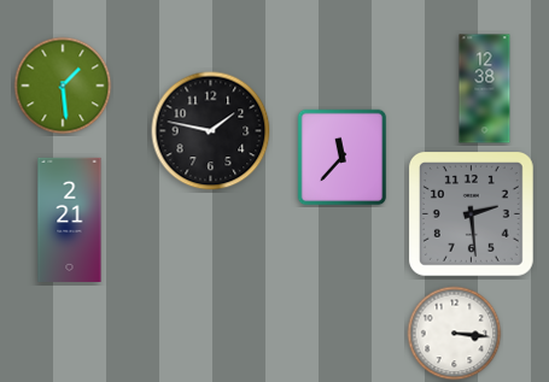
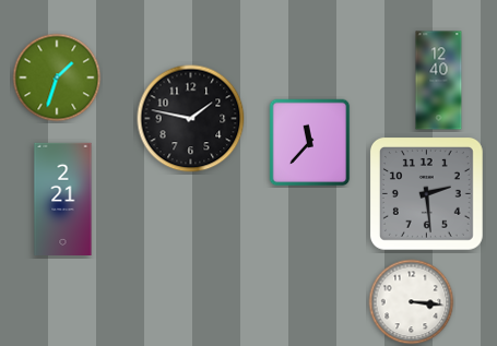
clock at (63, 86): 1:29 -> 1:33
clock at (485, 89): 12:38 -> 12:40
